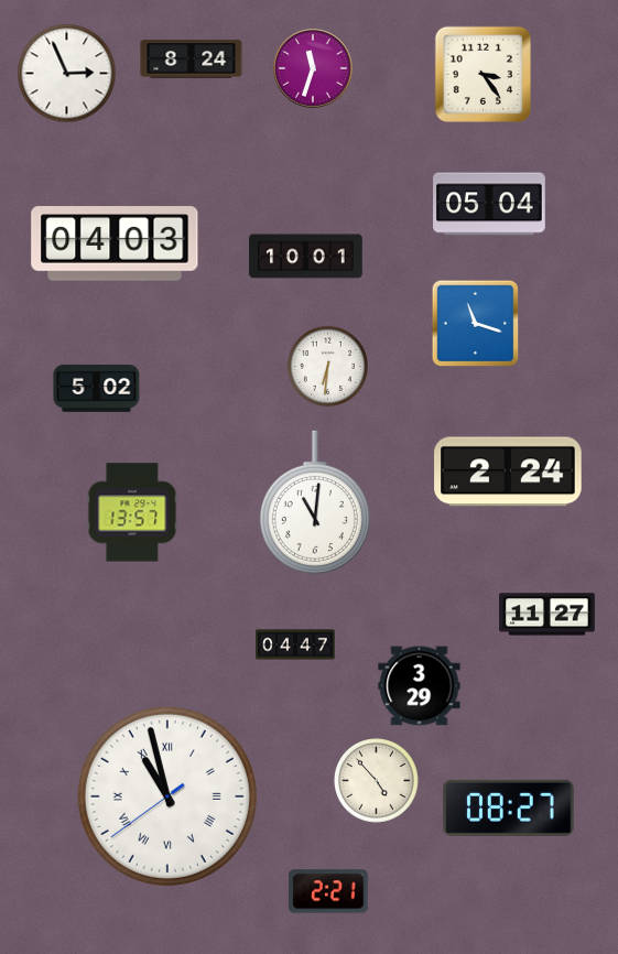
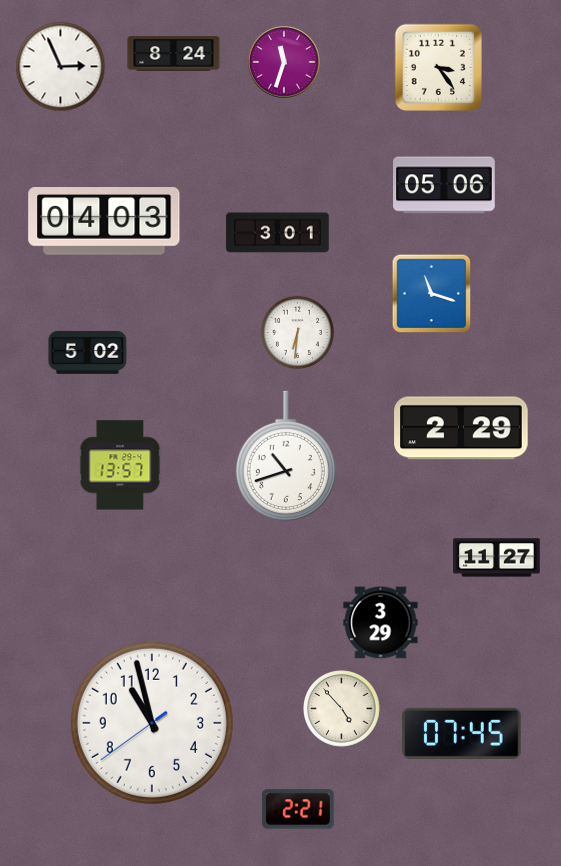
clock at (490, 204): 05:04 -> 05:06
clock at (306, 257): 10:01 -> 3:01
clock at (508, 471): 2:24 -> 2:29
clock at (315, 501): 11:01 -> 10:42
clock at (295, 644): 04:47 -> none
clock at (167, 796) numerals: Roman -> Arabic
clock at (509, 807): 08:27 -> 07:45
